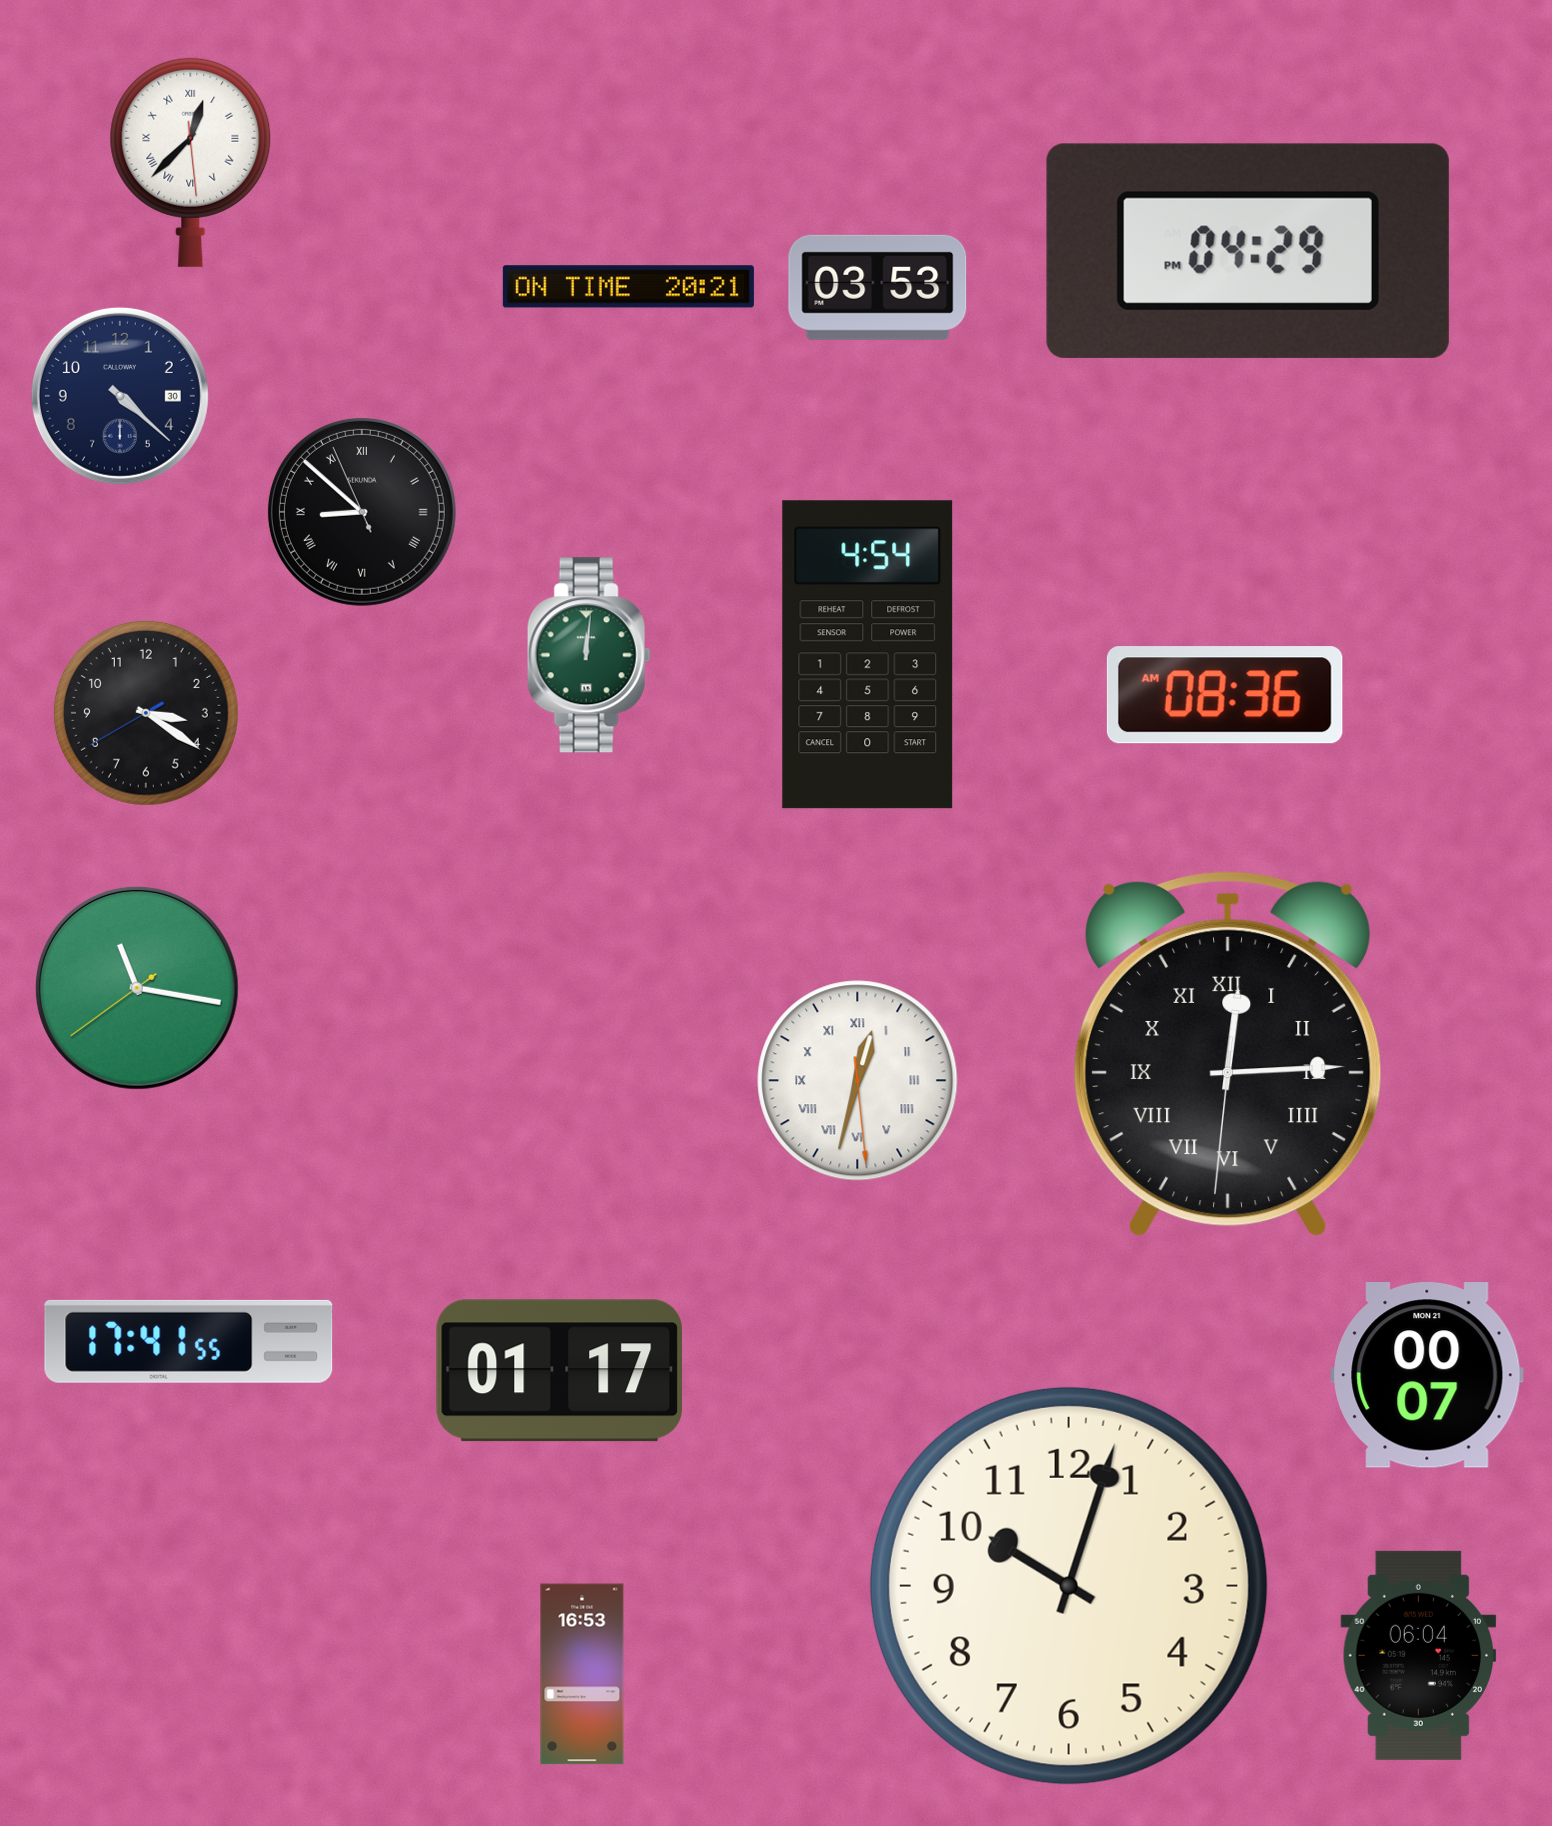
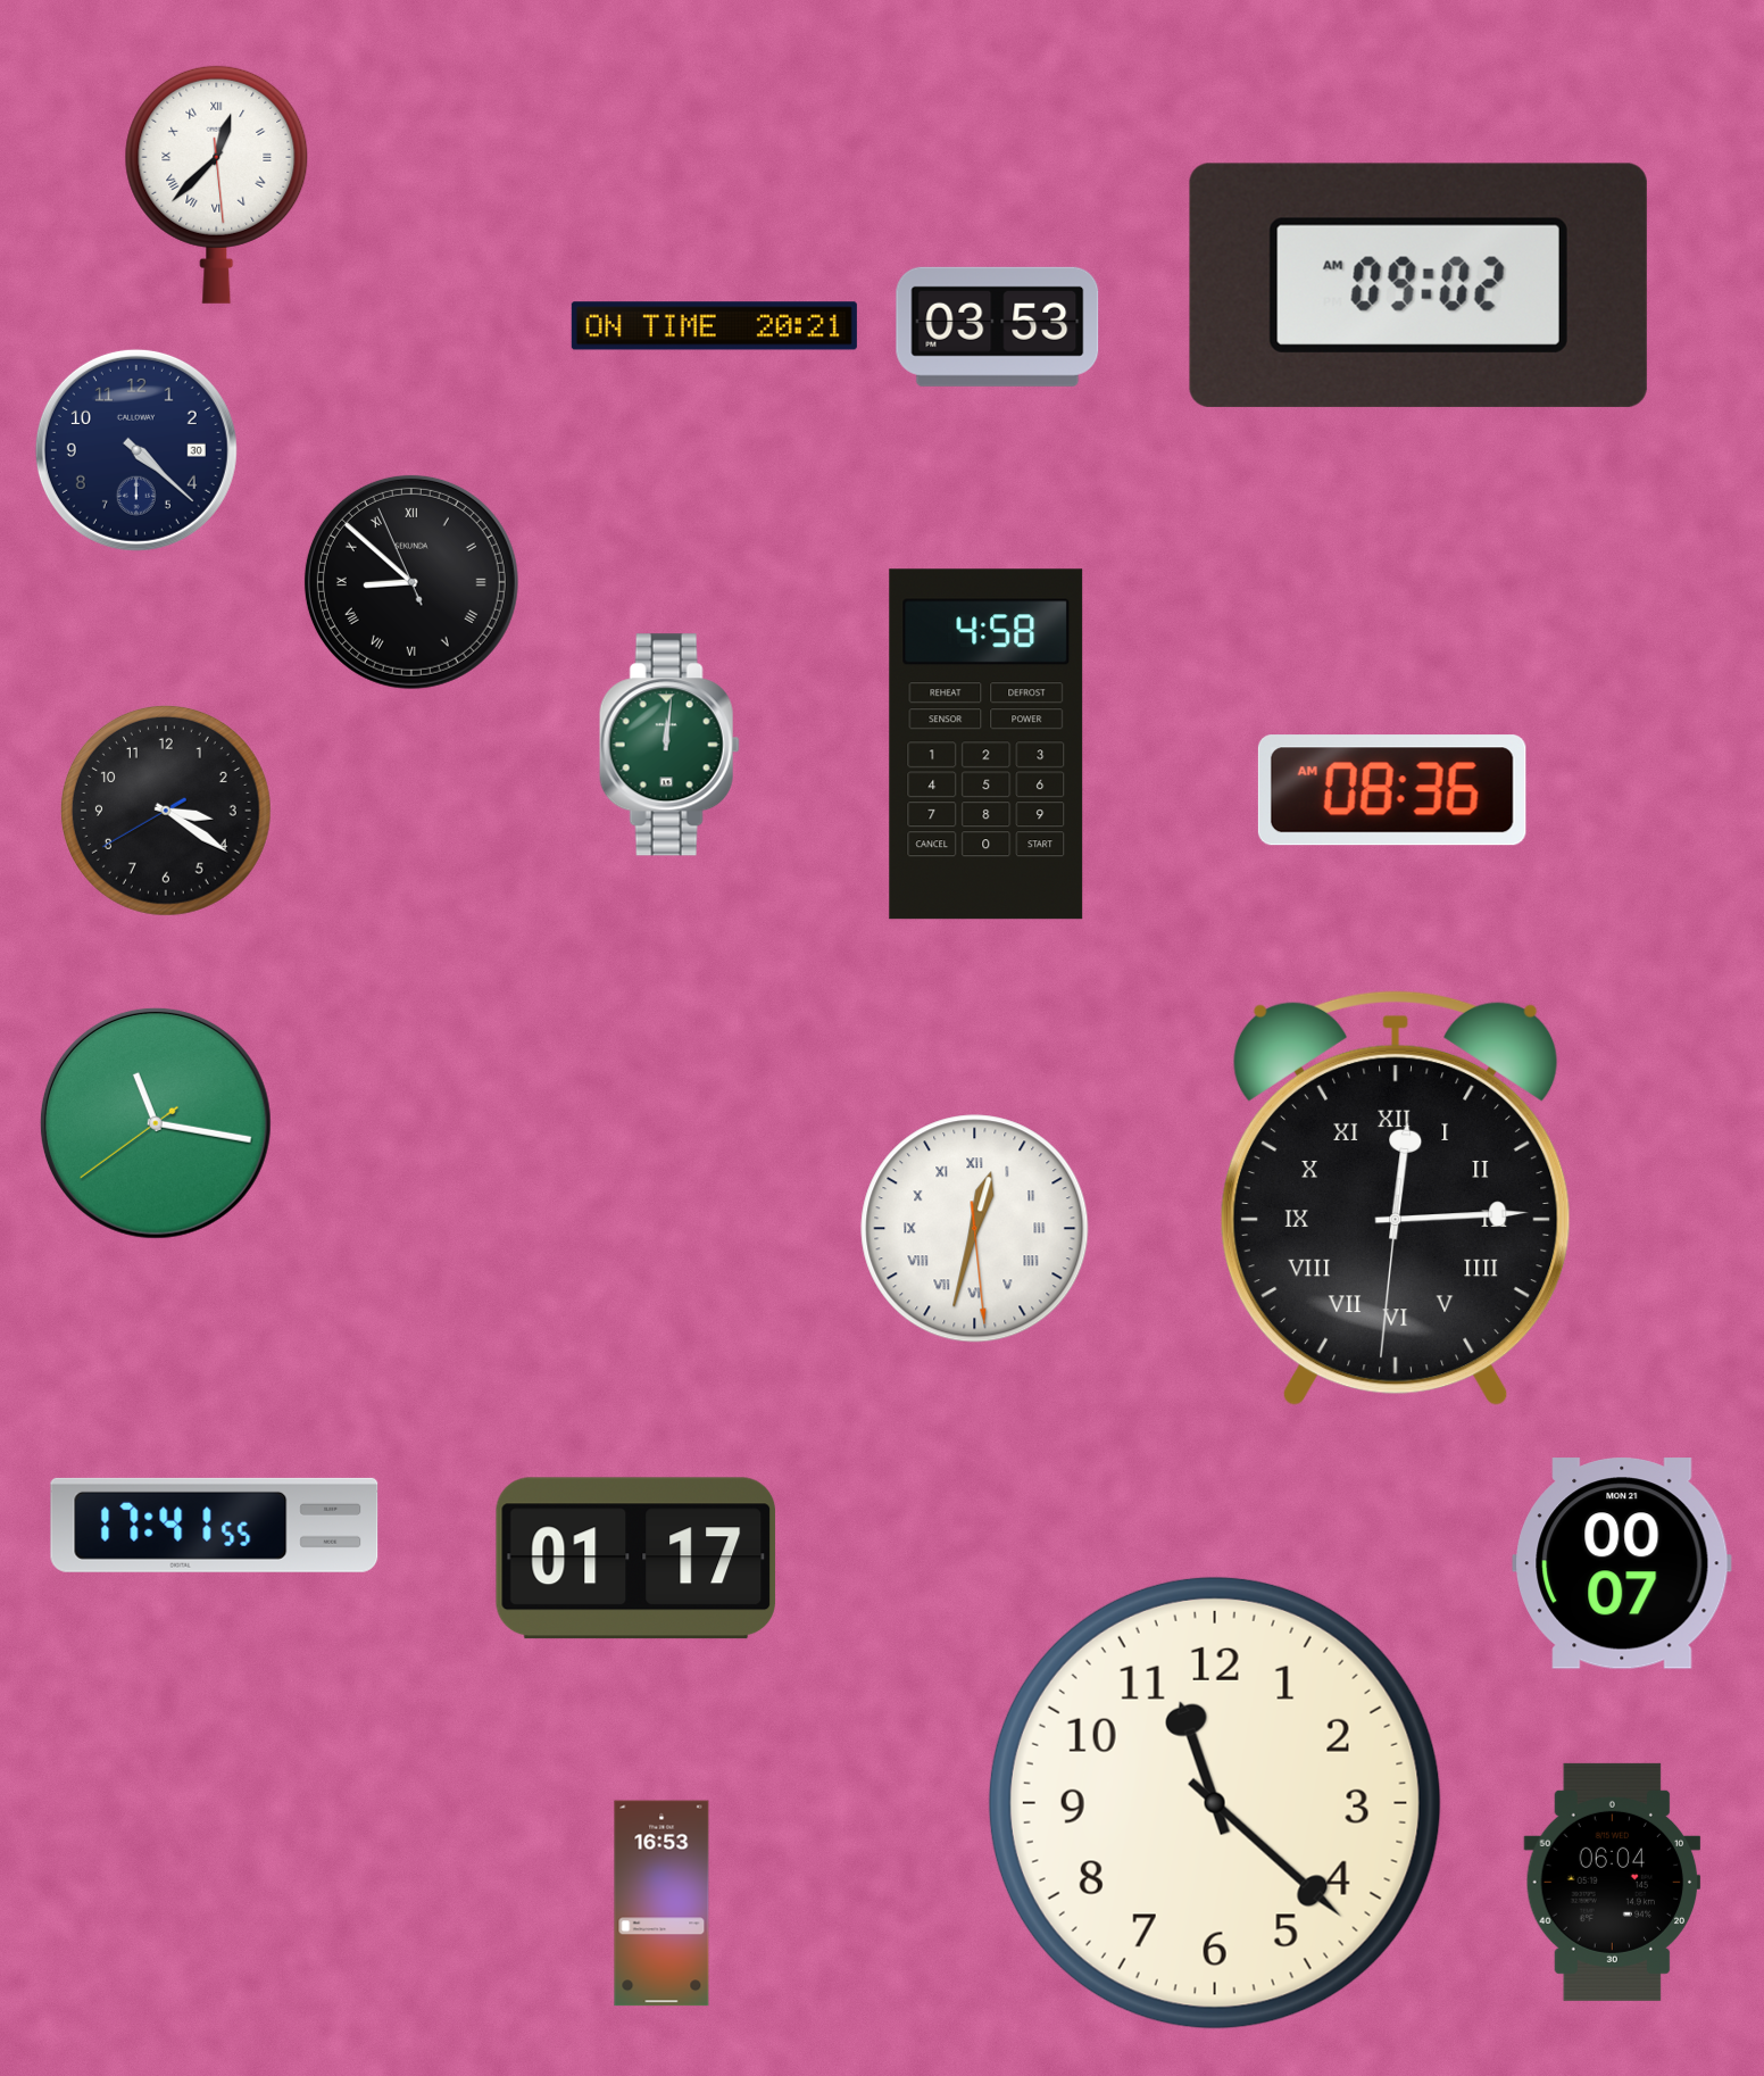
clock at (1248, 251): 04:29 -> 09:02
clock at (868, 655): 4:54 -> 4:58
clock at (1069, 1586): 10:03 -> 11:22
